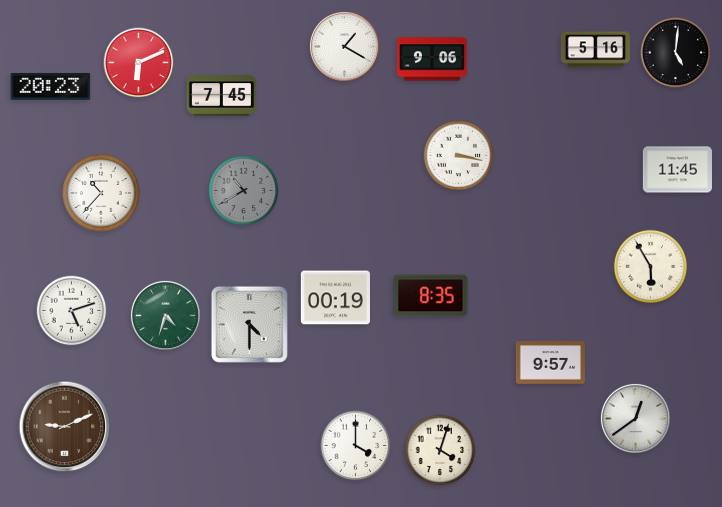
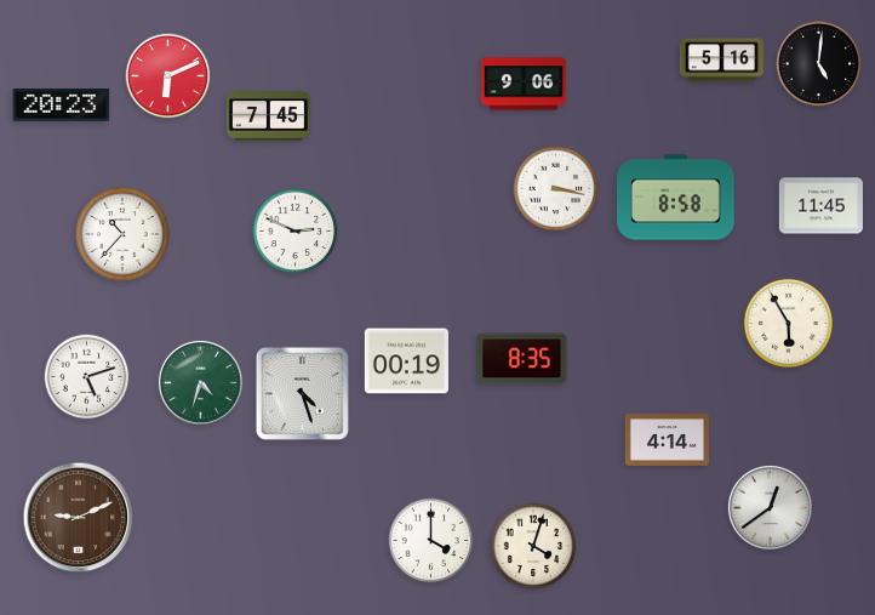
clock at (344, 46): 1:20 -> none
clock at (432, 59) position: (432, 59) -> (524, 84)
clock at (676, 198): none -> 8:58
clock at (244, 191): 10:40 -> 2:49
clock at (244, 191) dial: grey -> white
clock at (249, 324): 4:30 -> 4:27
clock at (550, 363): 9:57 -> 4:14
